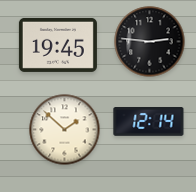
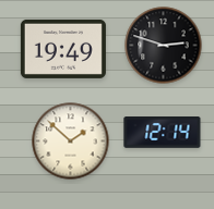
clock at (150, 42): 2:46 -> 2:48
clock at (58, 45): 19:45 -> 19:49
